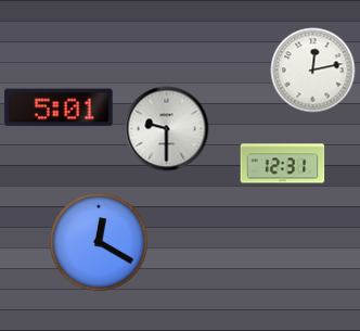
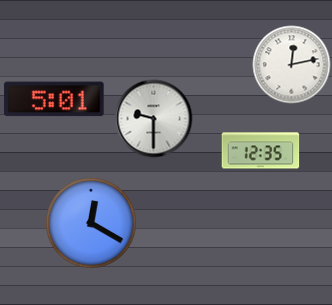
clock at (312, 69) position: (312, 69) -> (291, 64)
clock at (282, 164): 12:31 -> 12:35
